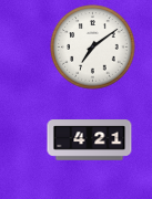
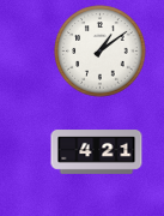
clock at (93, 48): 7:09 -> 1:09
